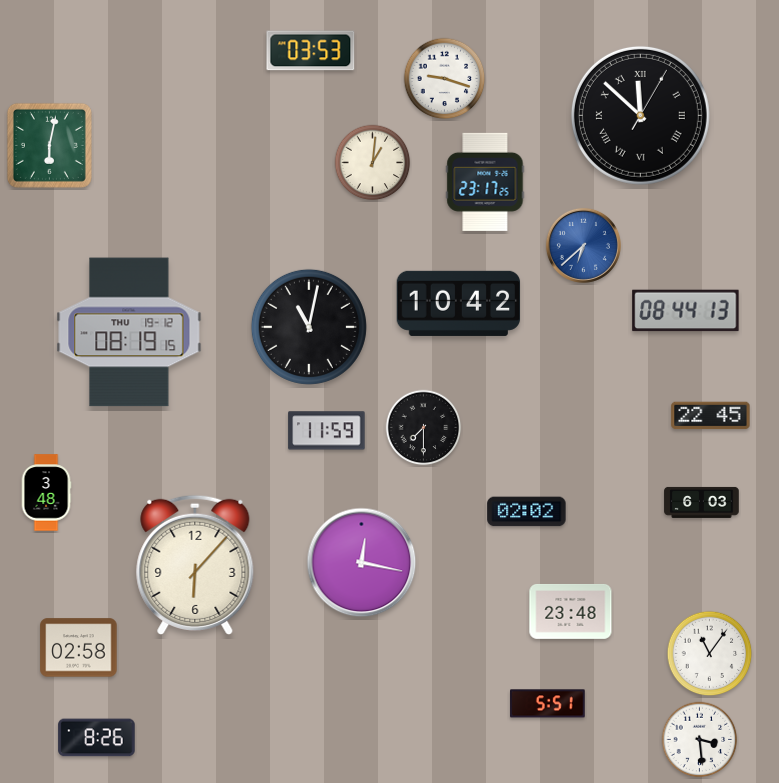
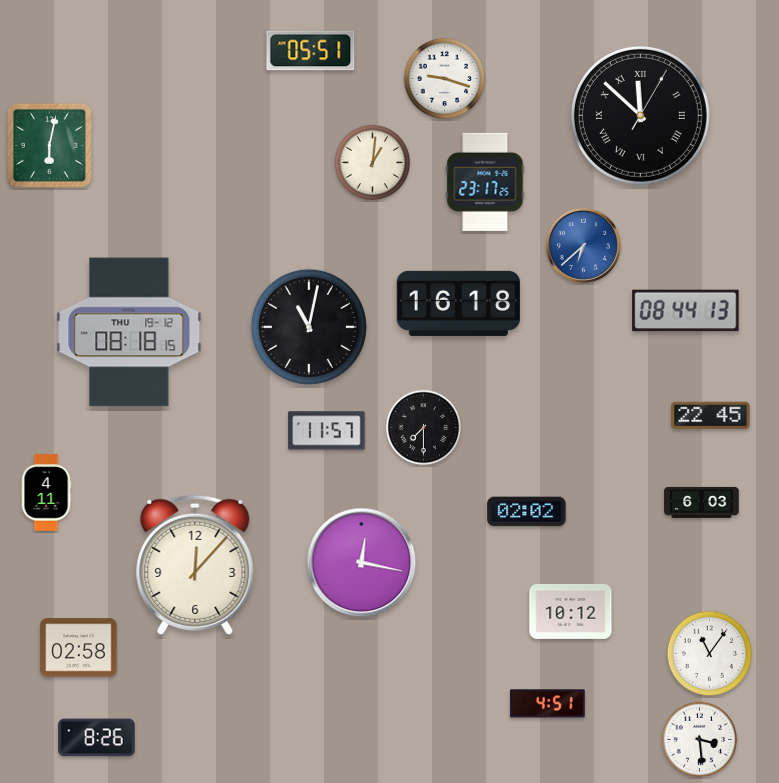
clock at (311, 51): 03:53 -> 05:51
clock at (459, 303): 10:42 -> 16:18
clock at (129, 332): 08:19 -> 08:18
clock at (327, 431): 11:59 -> 11:57
clock at (46, 493): 3:48 -> 4:11
clock at (195, 565): 6:07 -> 12:07
clock at (571, 611): 23:48 -> 10:12
clock at (548, 704): 5:51 -> 4:51
